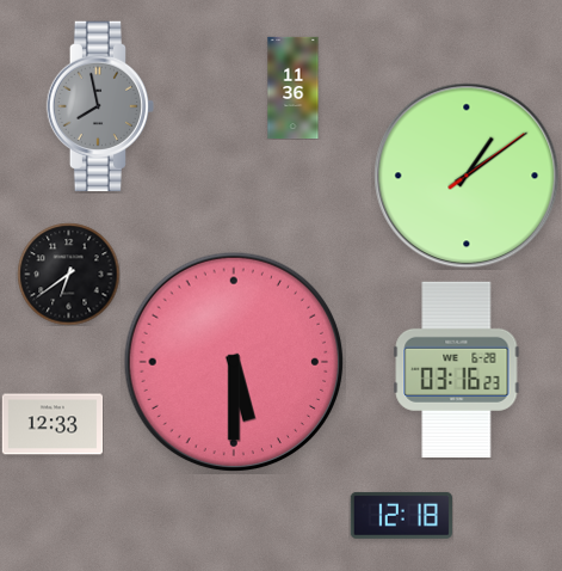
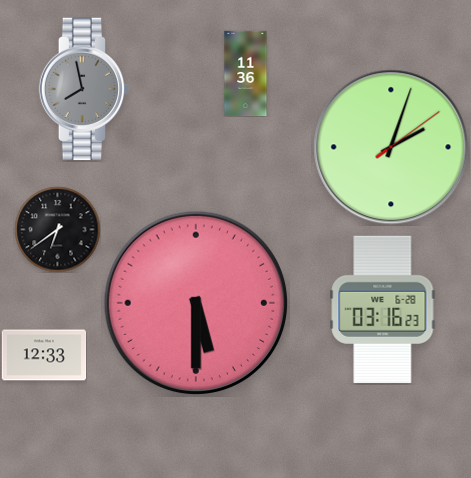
clock at (467, 176): 1:09 -> 2:03
clock at (401, 515): 12:18 -> none
